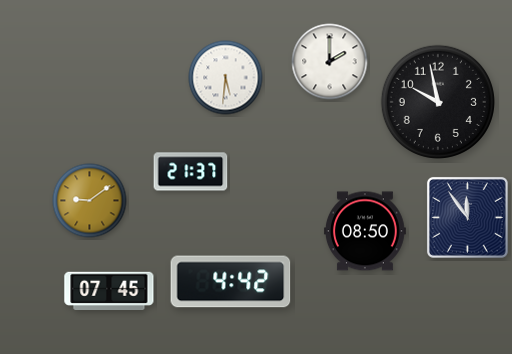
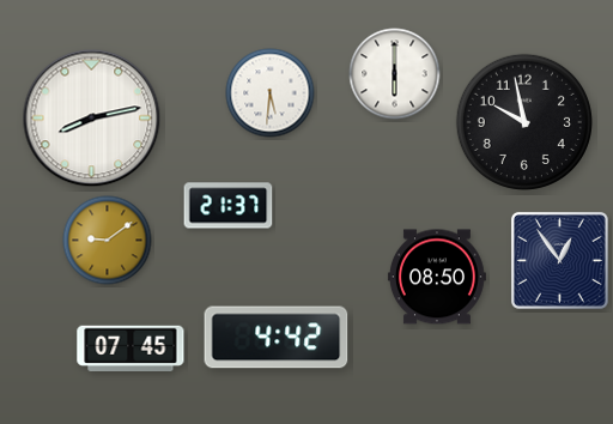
clock at (330, 62): 2:00 -> 6:00
clock at (92, 119): none -> 8:13
clock at (467, 217): 11:54 -> 12:54
